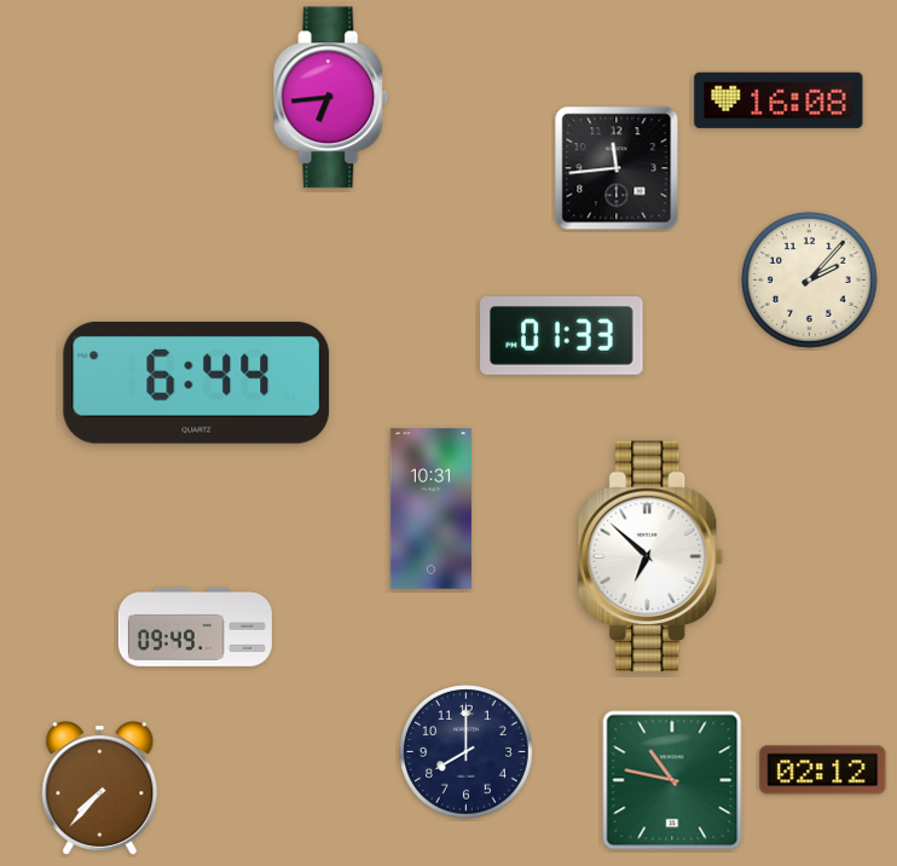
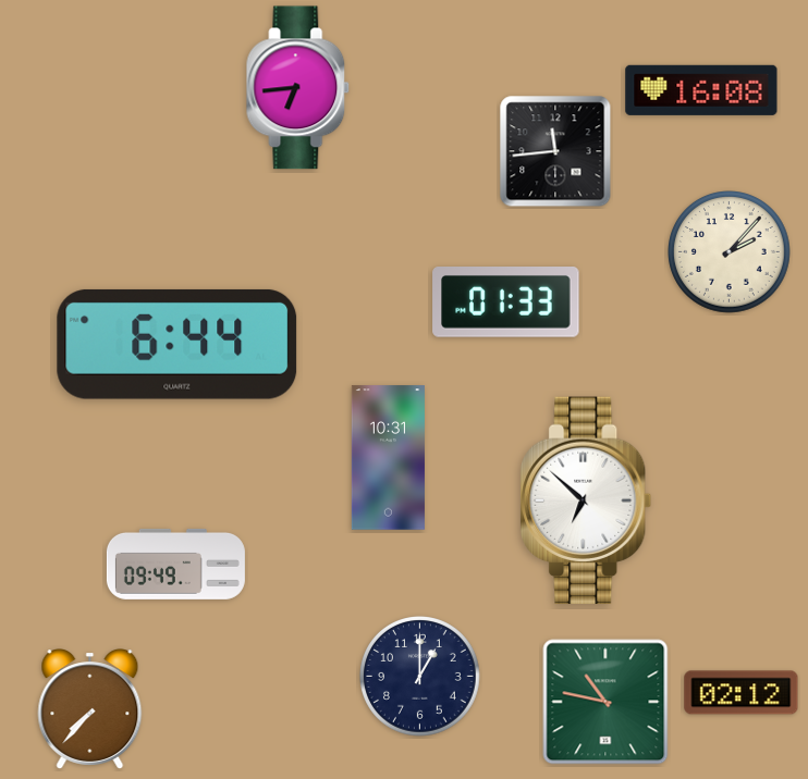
clock at (467, 752): 8:00 -> 1:00
